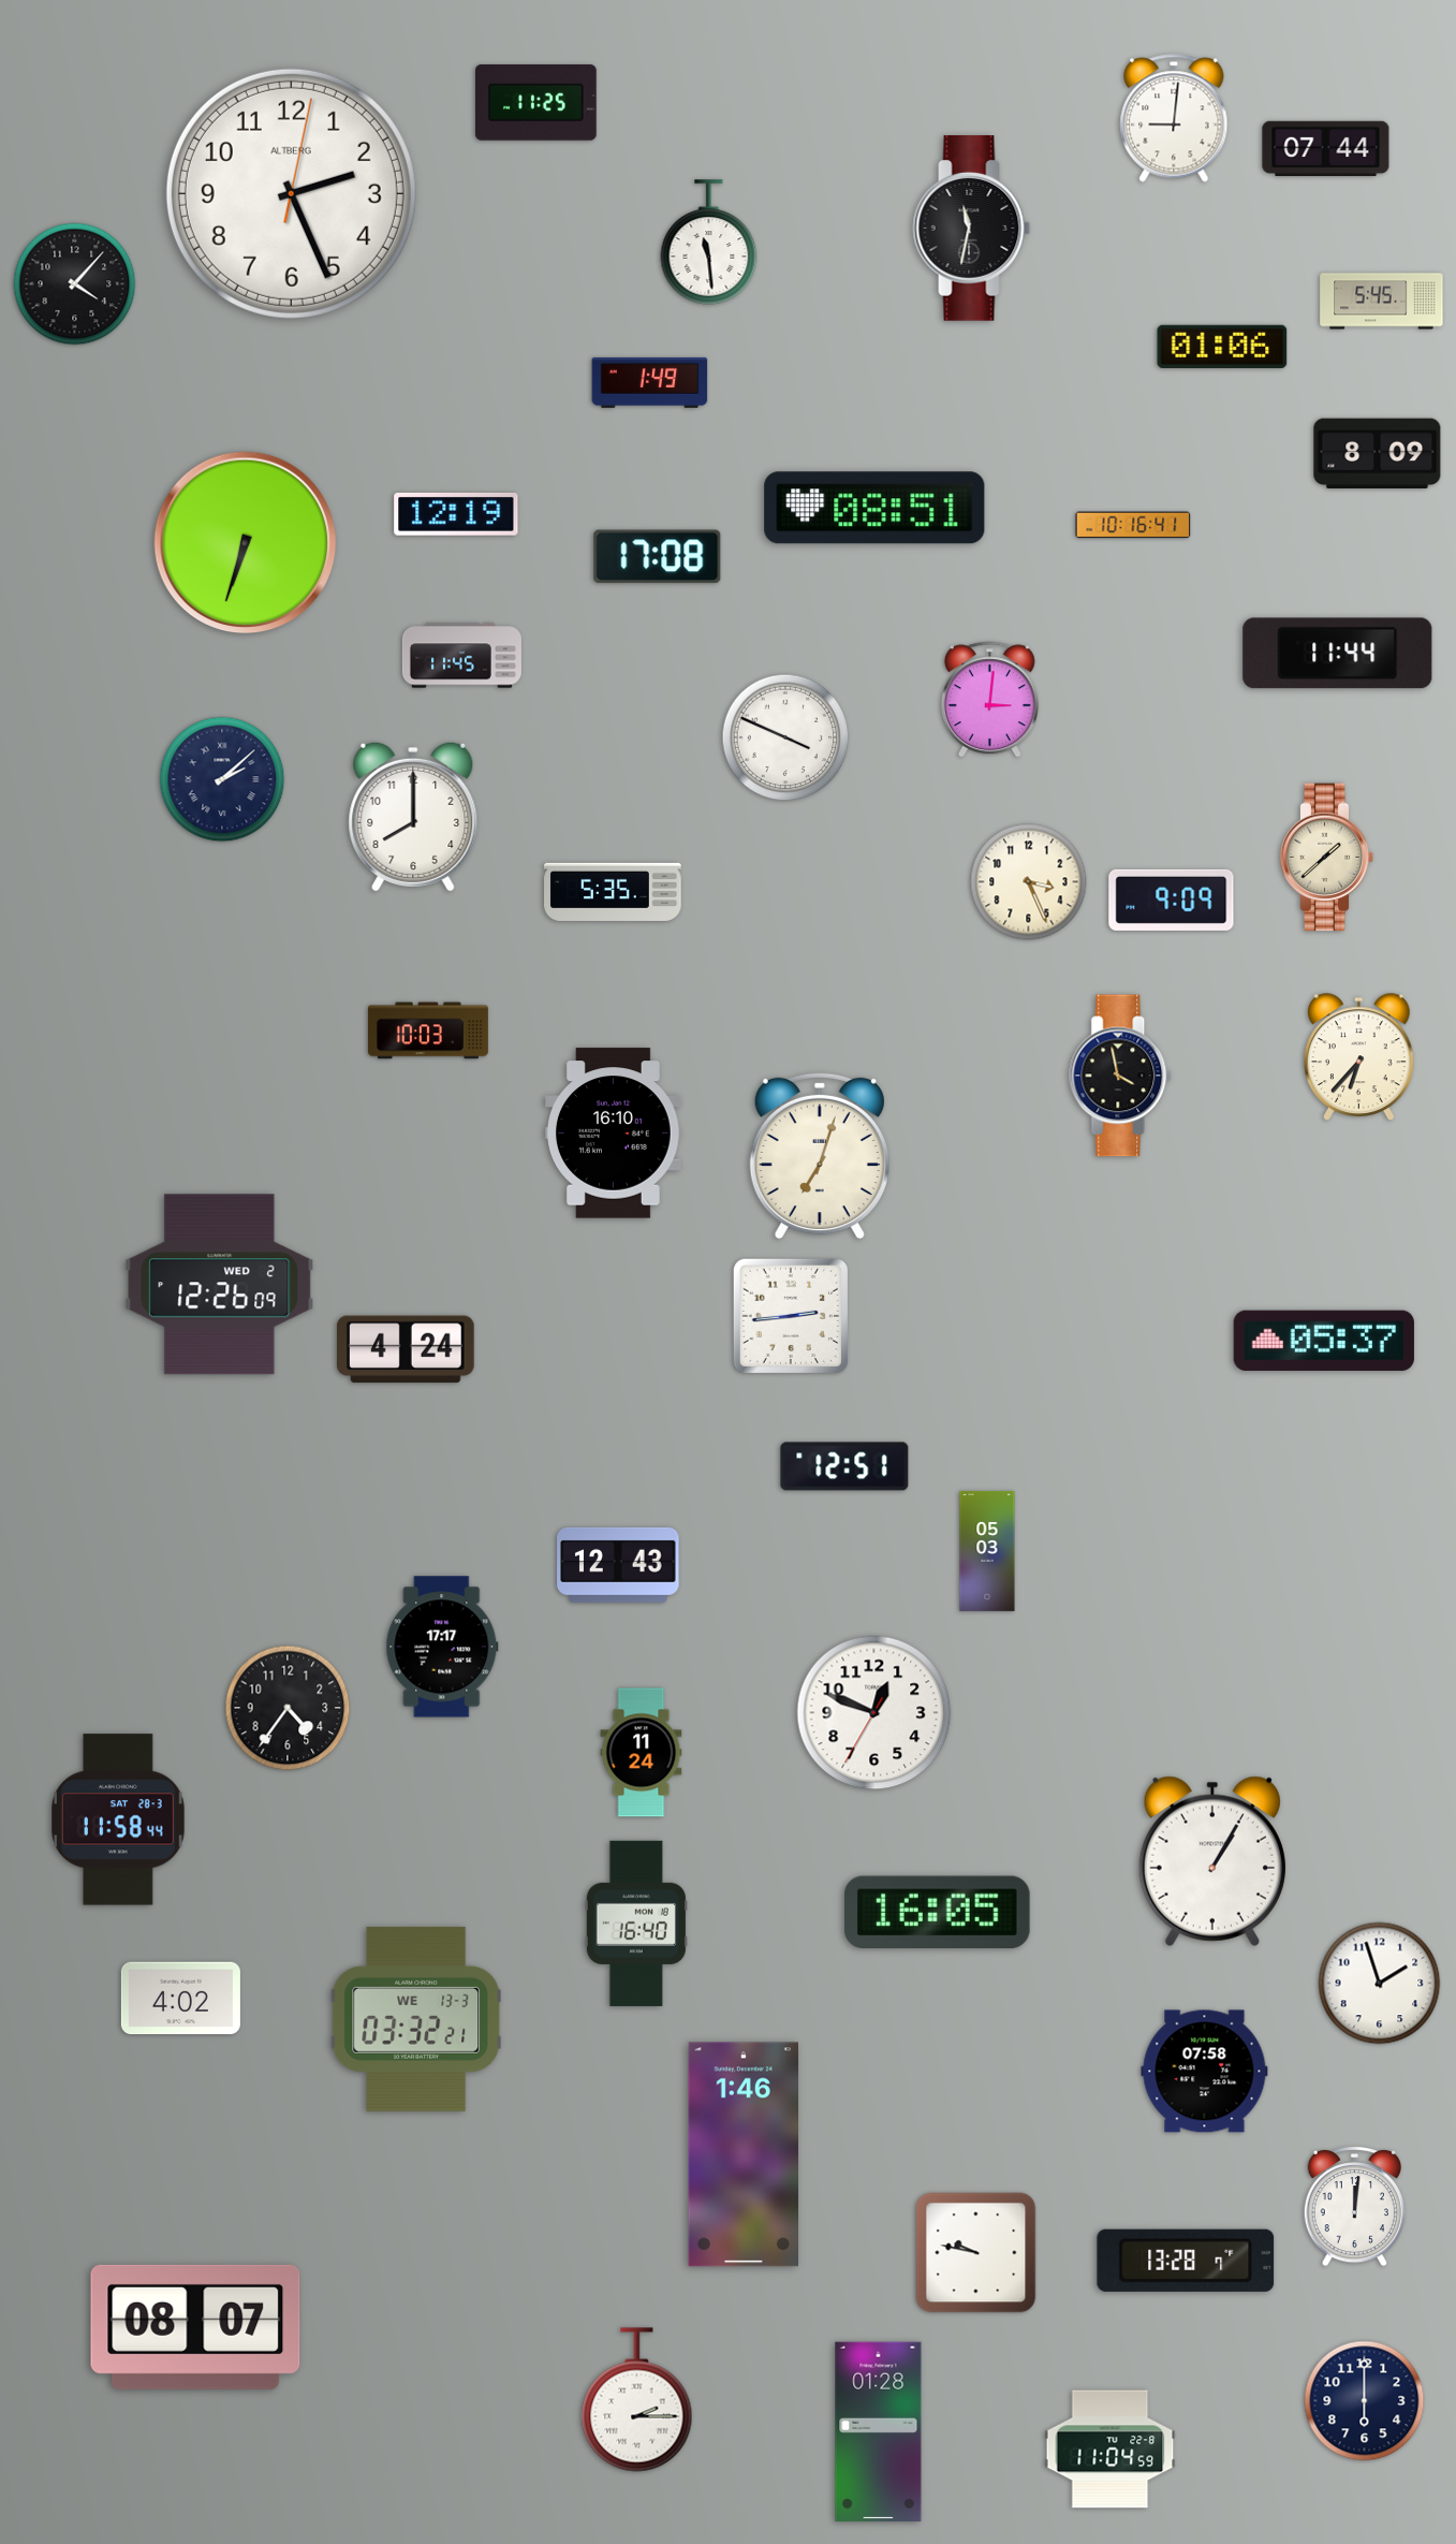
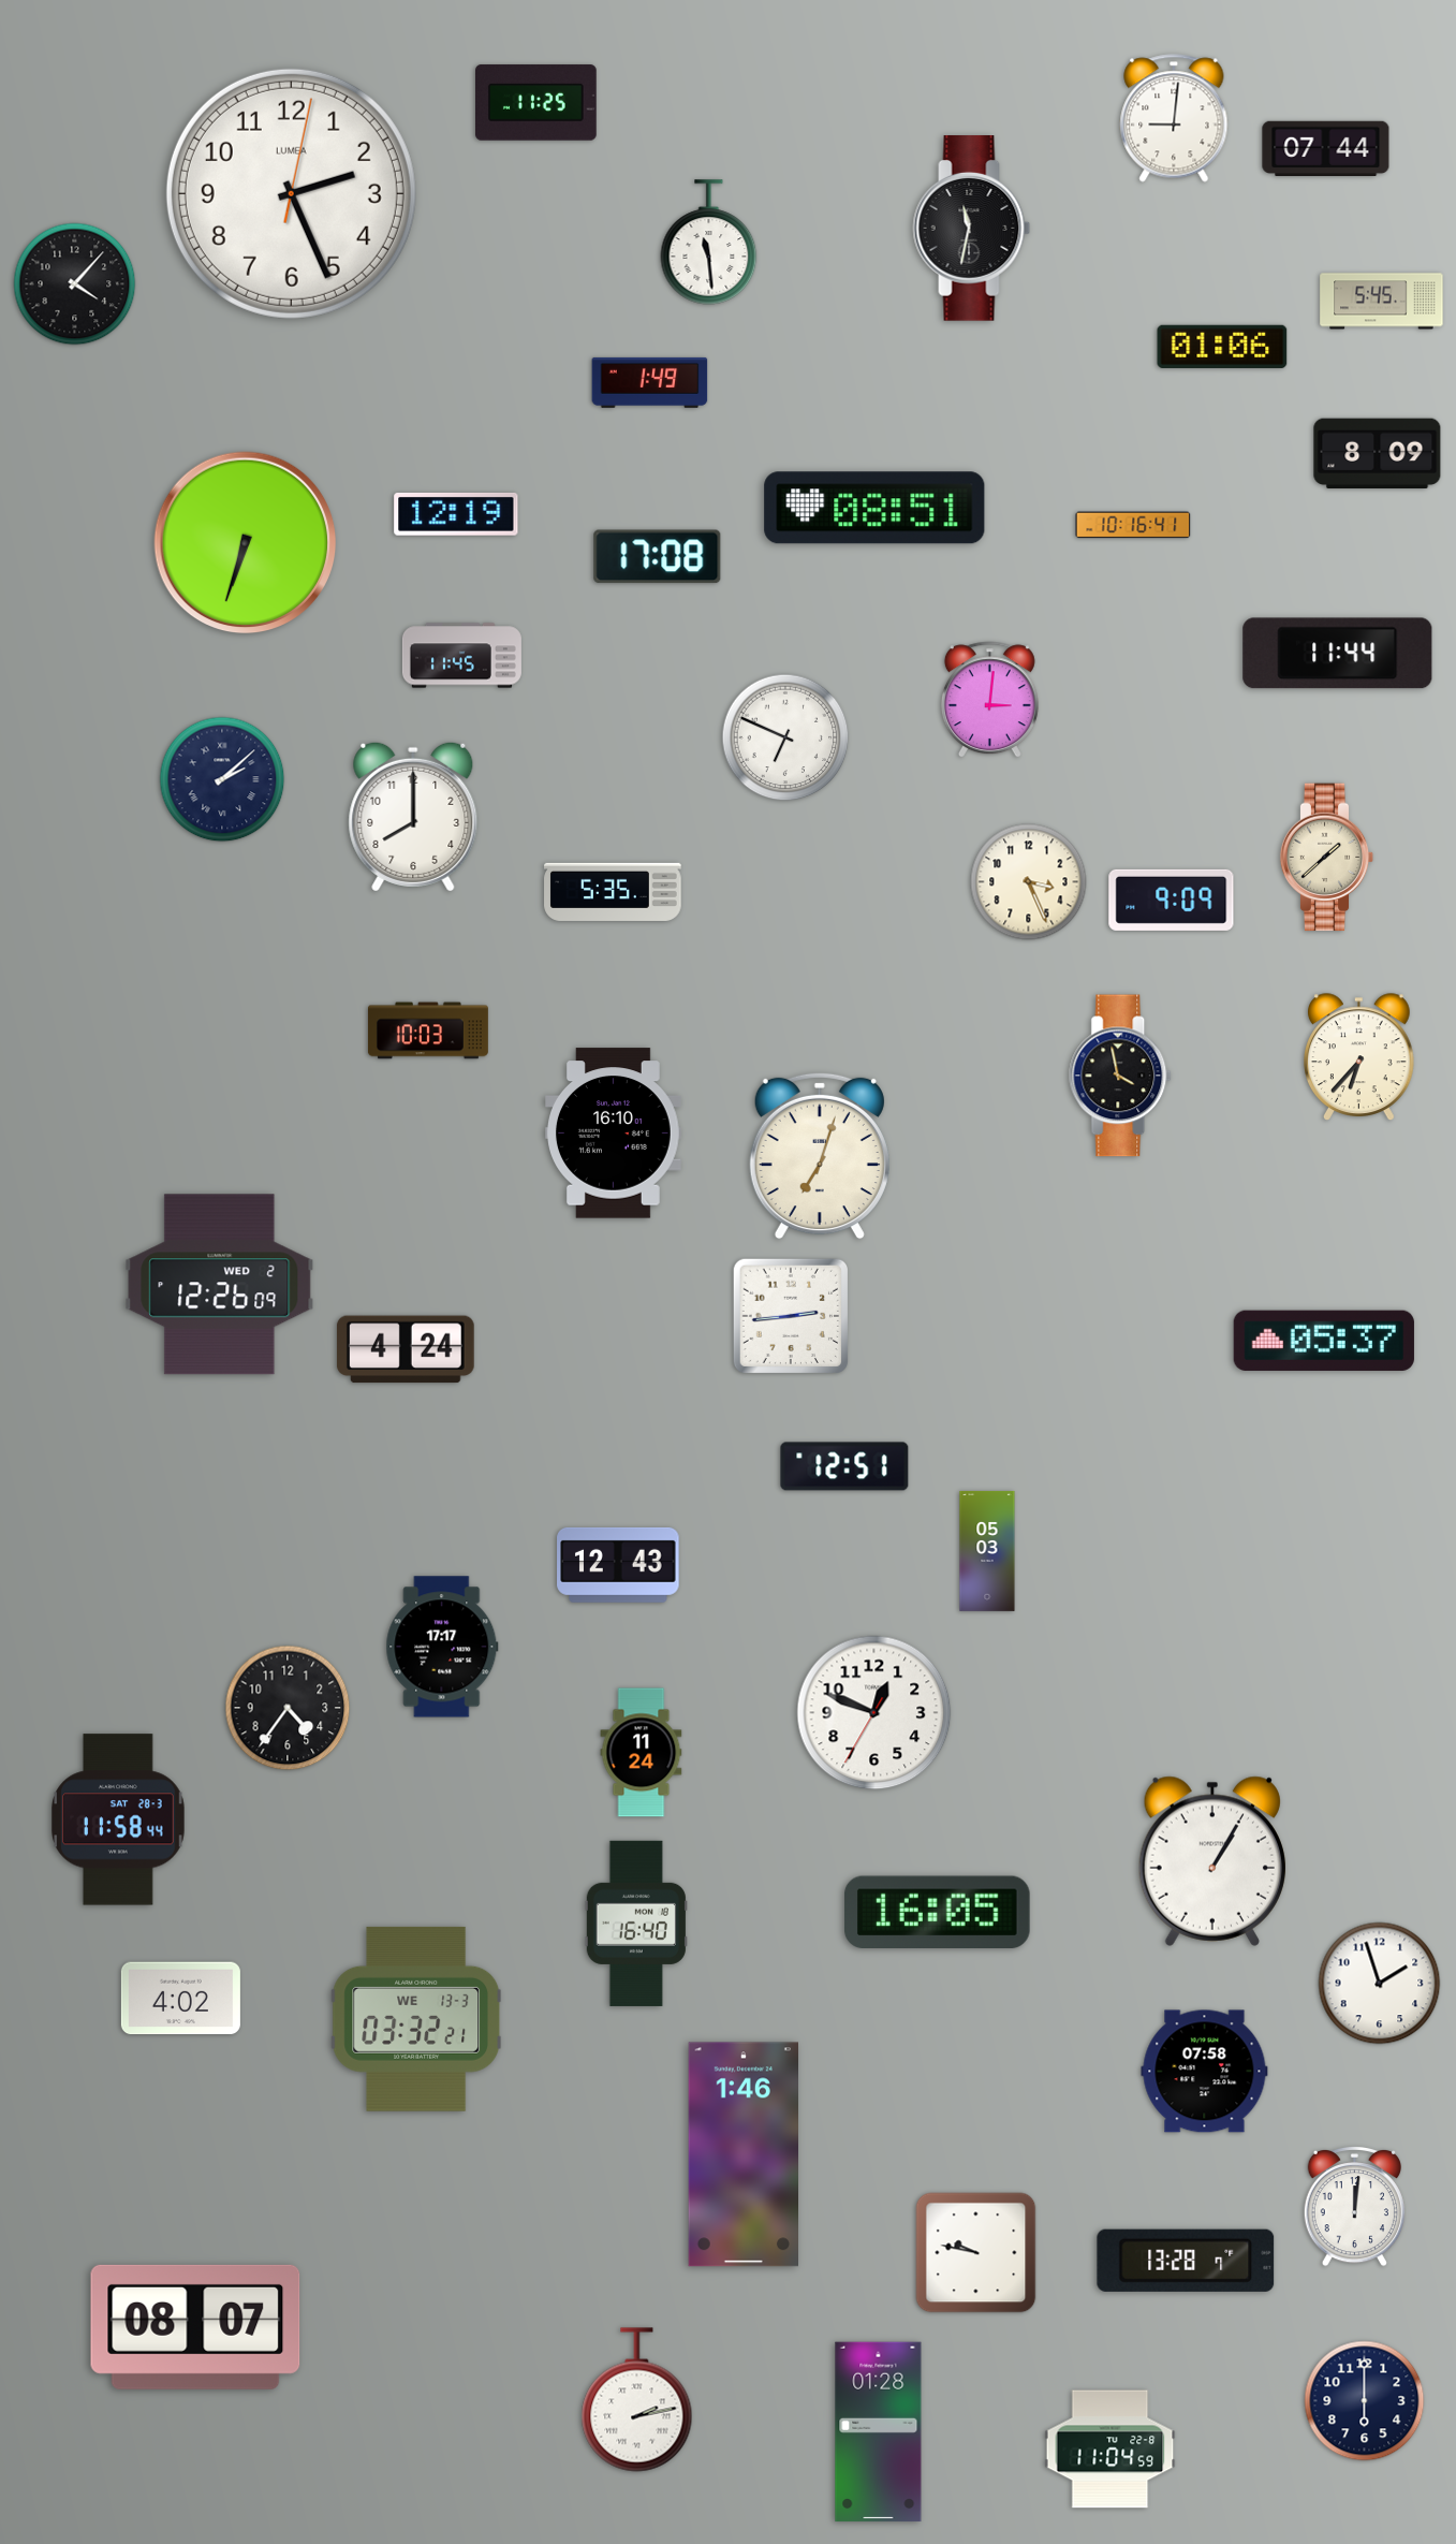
clock at (291, 193) brand: ALTBERG -> LUMEA
clock at (785, 737): 3:49 -> 6:49
clock at (637, 2400): 2:15 -> 2:13
